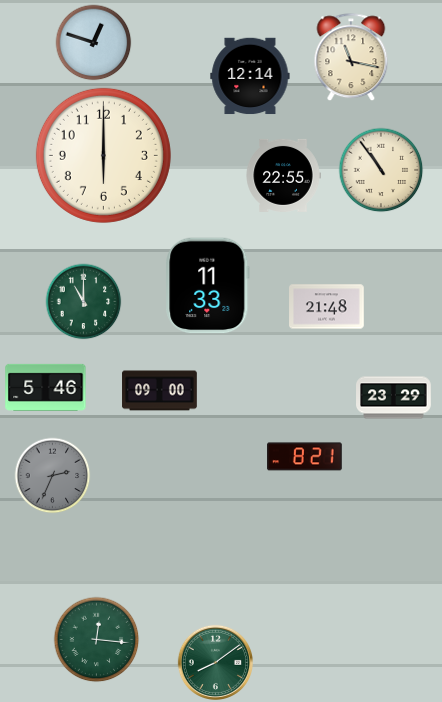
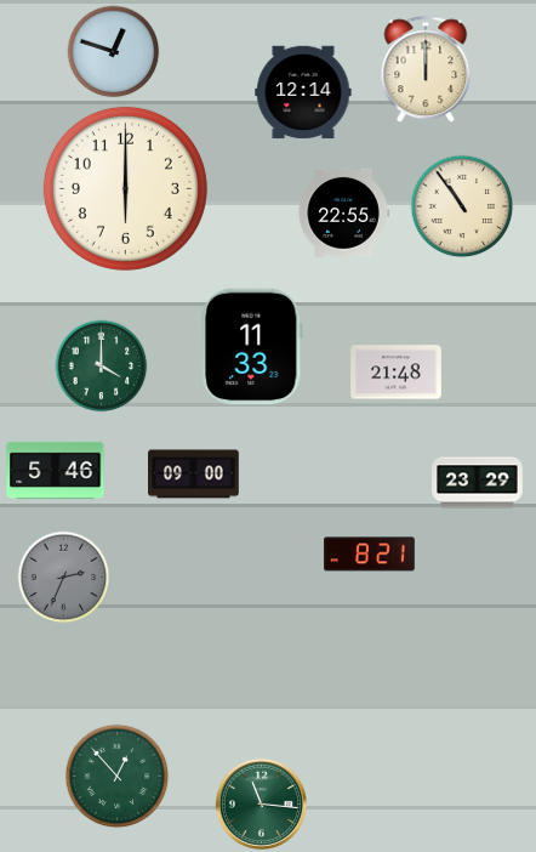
clock at (351, 58): 11:17 -> 12:00
clock at (84, 302): 11:00 -> 4:00
clock at (97, 640): 12:16 -> 12:53
clock at (215, 662): 8:09 -> 11:16
